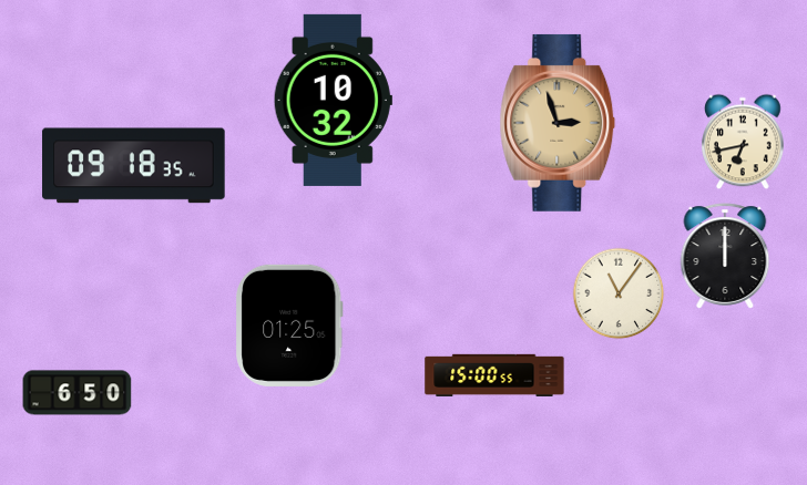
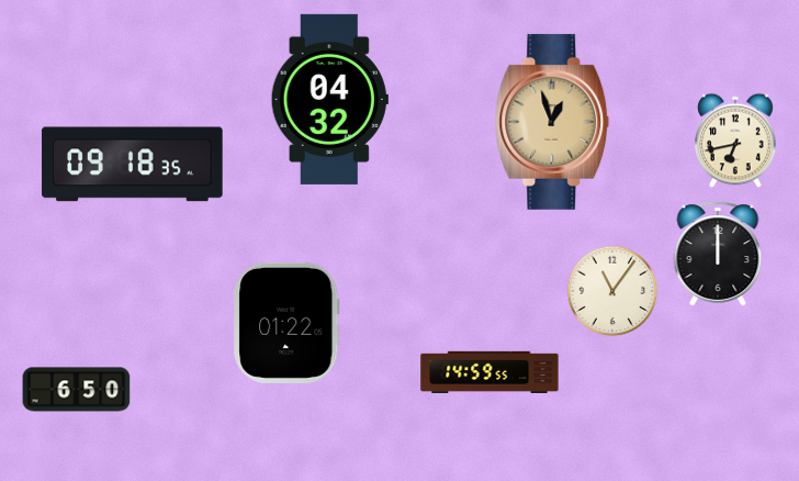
clock at (333, 100): 10:32 -> 04:32
clock at (558, 123): 2:57 -> 12:57
clock at (289, 326): 01:25 -> 01:22
clock at (494, 375): 15:00 -> 14:59
